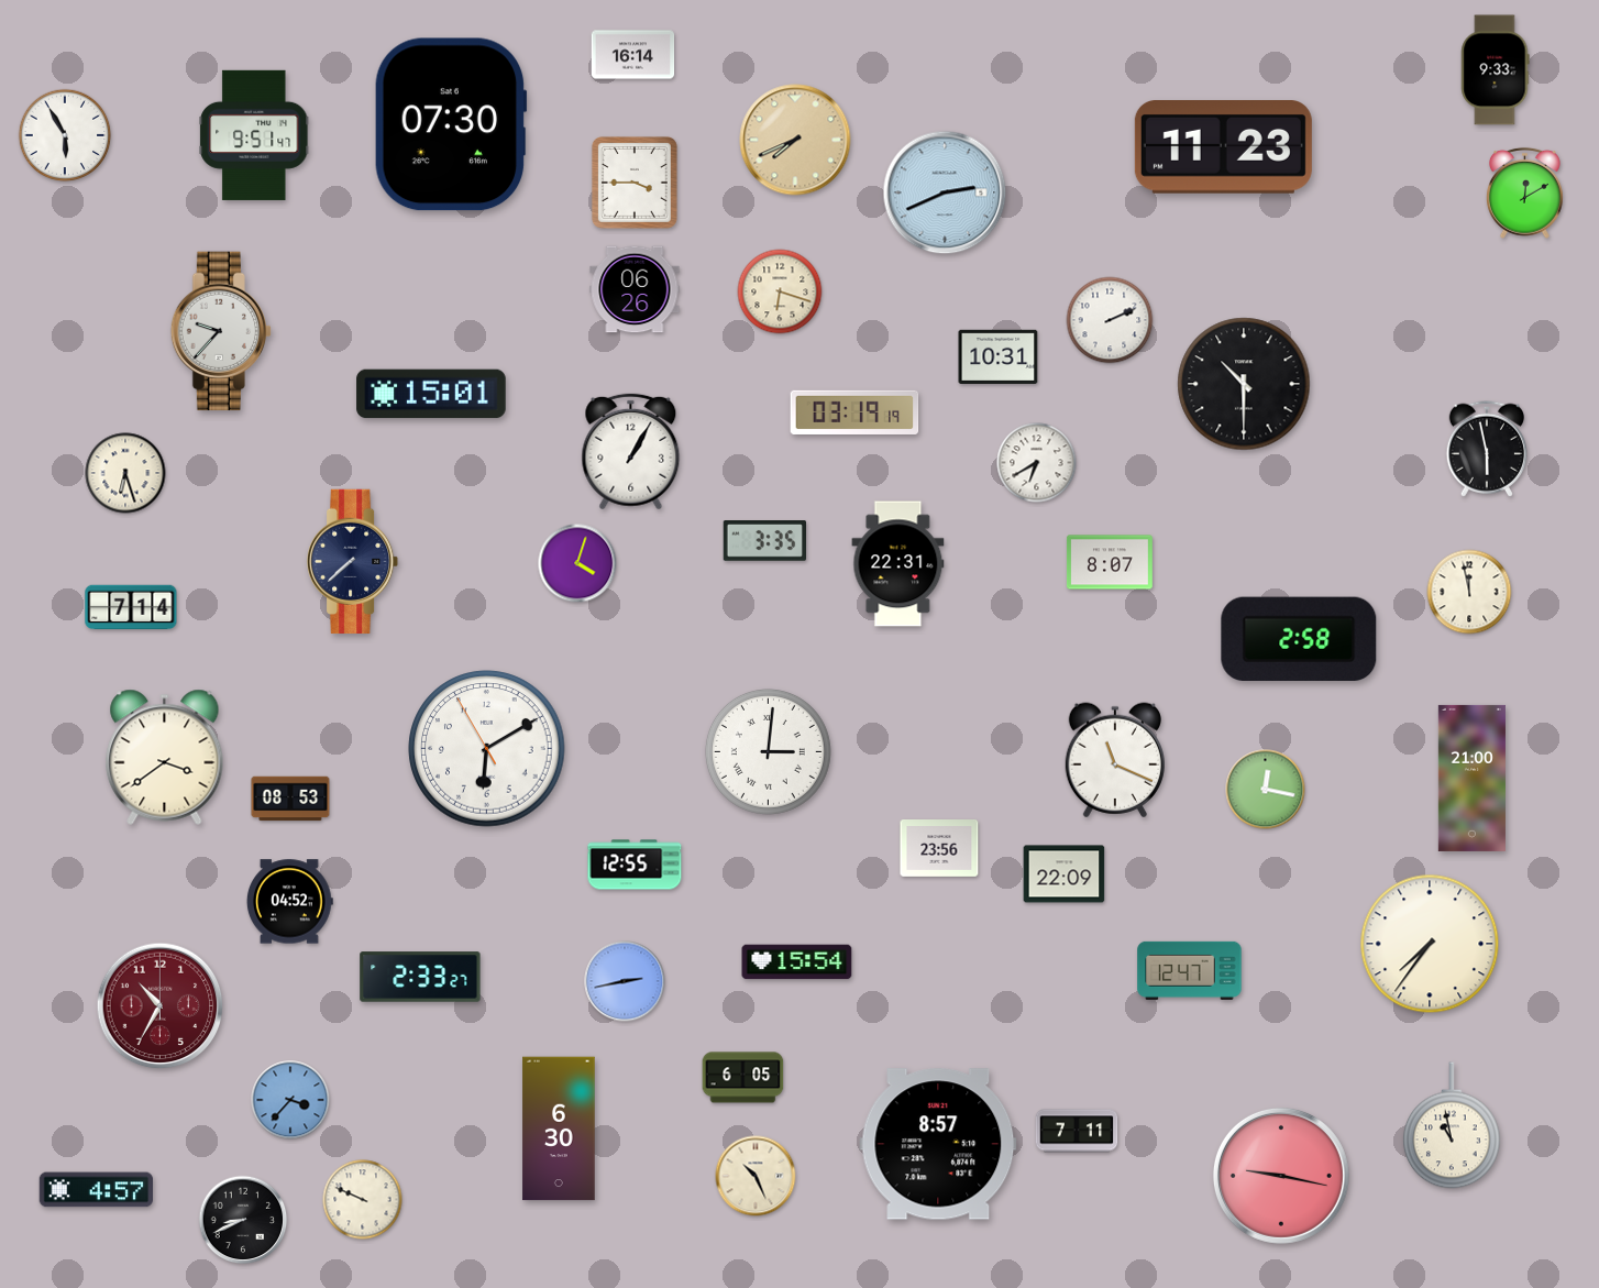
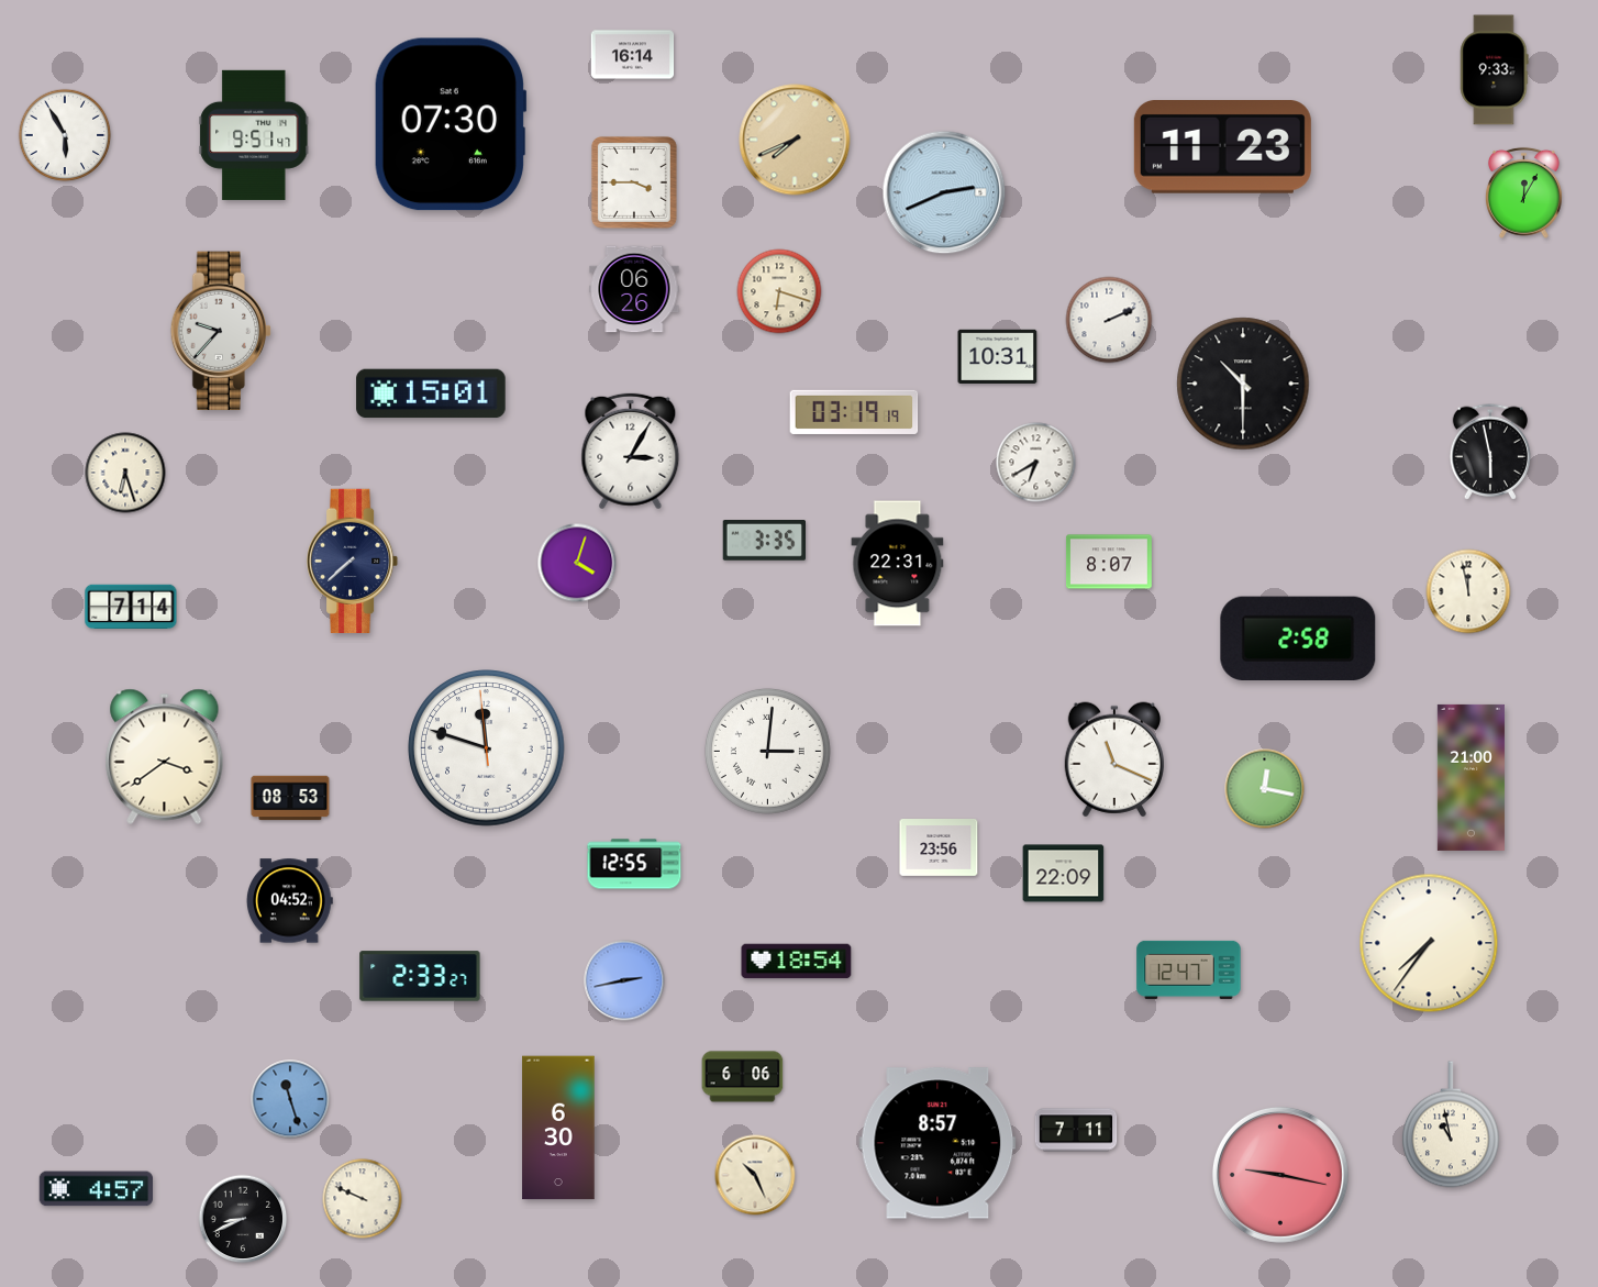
clock at (1524, 192): 12:10 -> 12:05
clock at (1486, 449) position: (1486, 449) -> (1489, 452)
clock at (631, 452): 1:05 -> 3:05
clock at (487, 749): 6:09 -> 11:47
clock at (797, 962): 15:54 -> 18:54
clock at (161, 1006): 10:35 -> none
clock at (743, 1078): 6:05 -> 6:06
clock at (290, 1100): 3:37 -> 11:27
